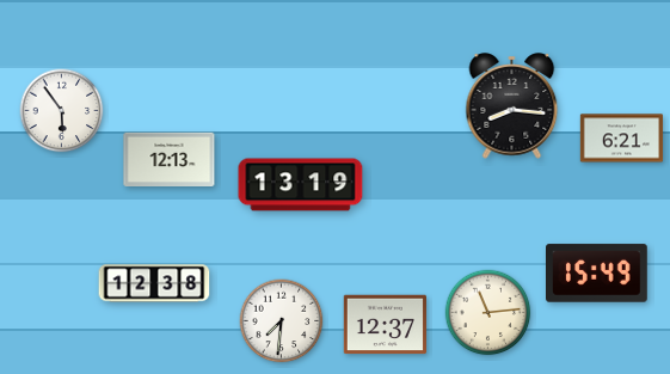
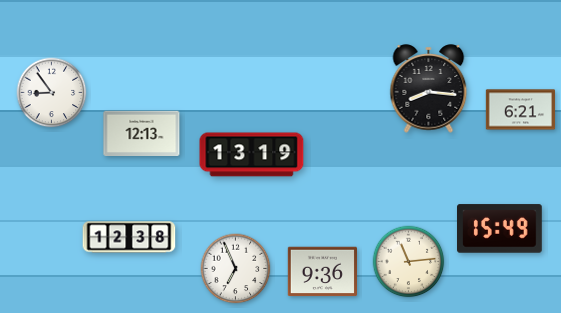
clock at (62, 111): 5:54 -> 8:54
clock at (622, 139) position: (622, 139) -> (521, 110)
clock at (282, 321): 7:31 -> 6:56
clock at (385, 325): 12:37 -> 9:36
